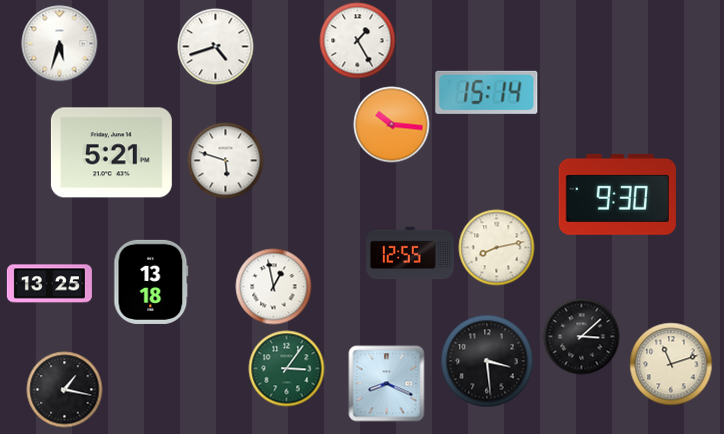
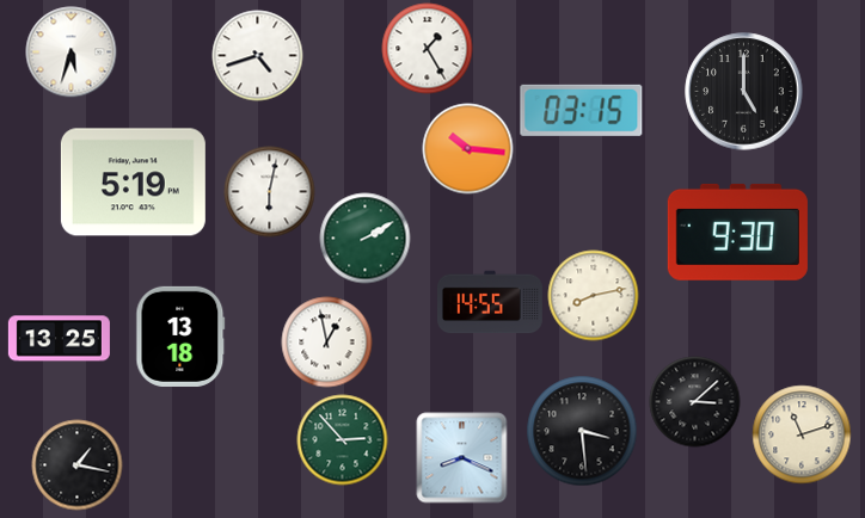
clock at (744, 92): none -> 5:00
clock at (487, 92): 15:14 -> 03:15
clock at (111, 153): 5:21 -> 5:19
clock at (226, 161): 5:48 -> 6:02
clock at (366, 239): none -> 2:10
clock at (411, 253): 12:55 -> 14:55
clock at (287, 369): 3:06 -> 2:53
